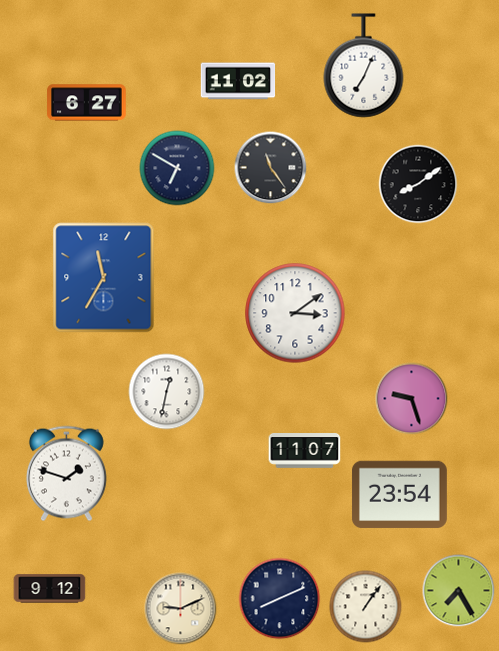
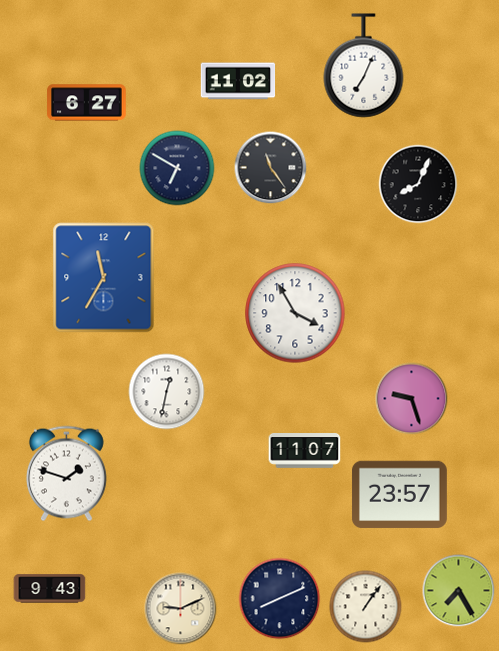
clock at (418, 184): 8:09 -> 8:04
clock at (295, 313): 3:09 -> 3:55
clock at (399, 495): 23:54 -> 23:57
clock at (50, 589): 9:12 -> 9:43
